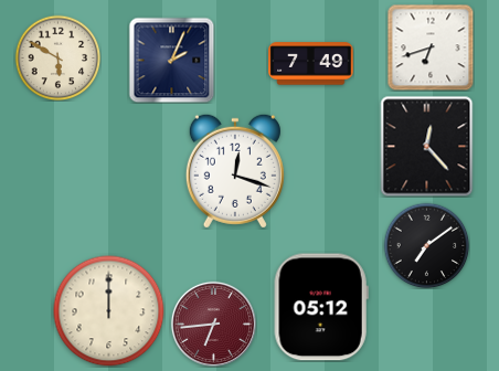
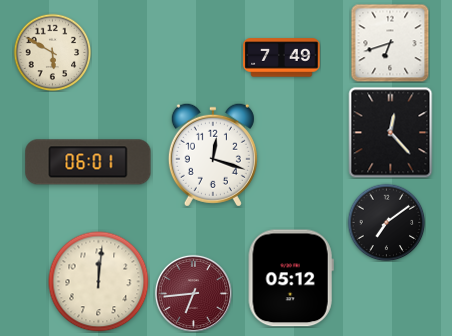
clock at (171, 60): 2:04 -> none
clock at (427, 147) position: (427, 147) -> (391, 133)
clock at (88, 162): none -> 06:01
clock at (109, 311): 12:00 -> 12:01
